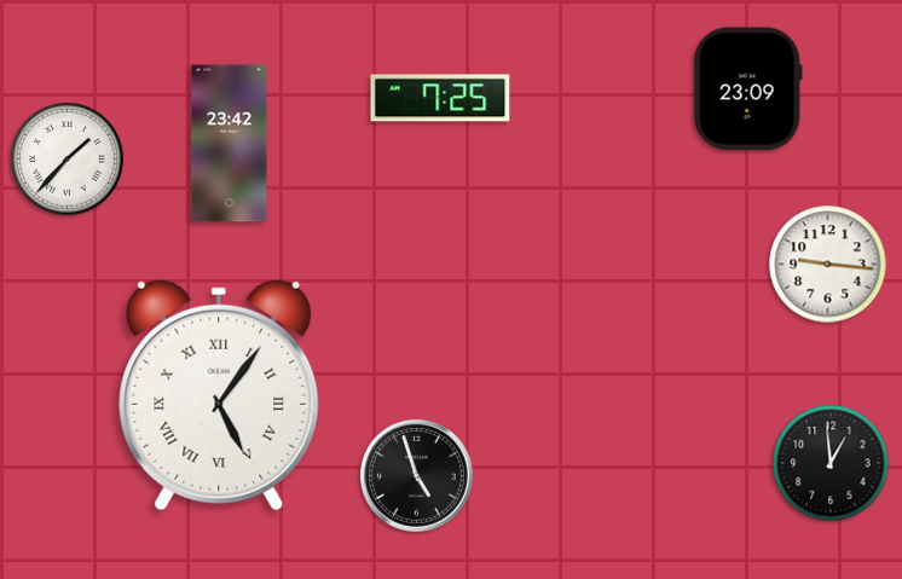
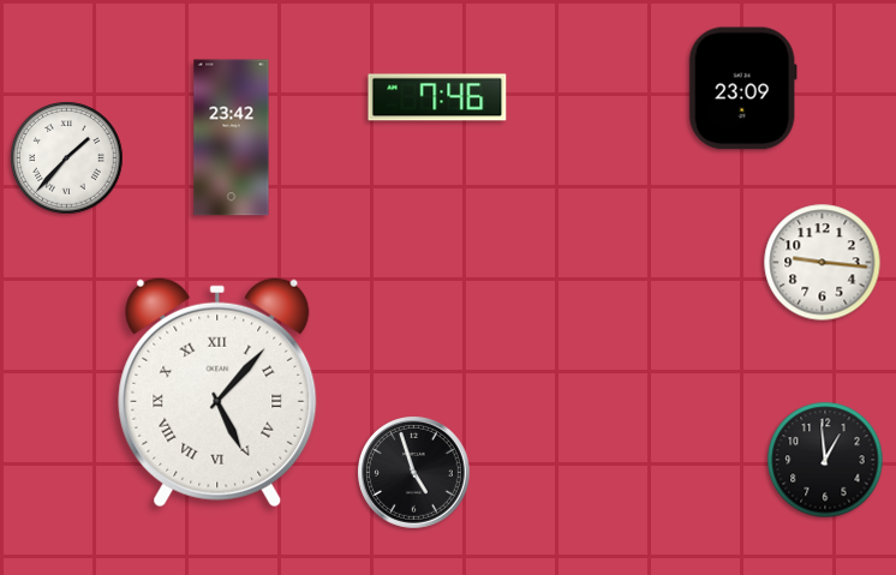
clock at (440, 98): 7:25 -> 7:46
clock at (230, 144) position: (230, 144) -> (232, 138)
clock at (219, 395): 5:06 -> 5:07
